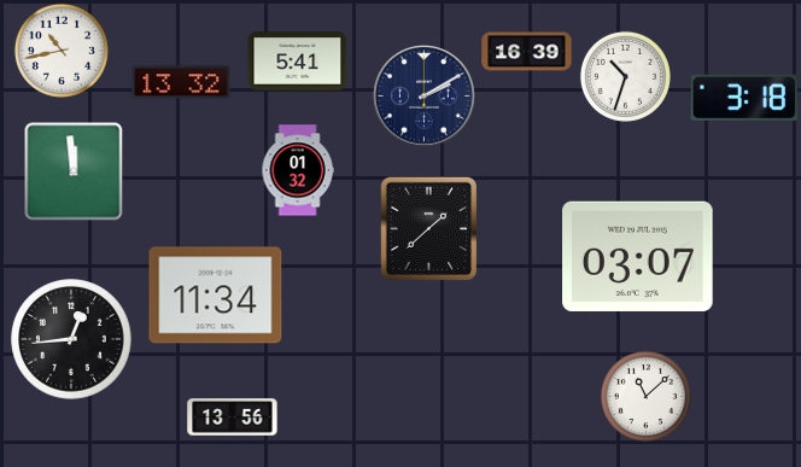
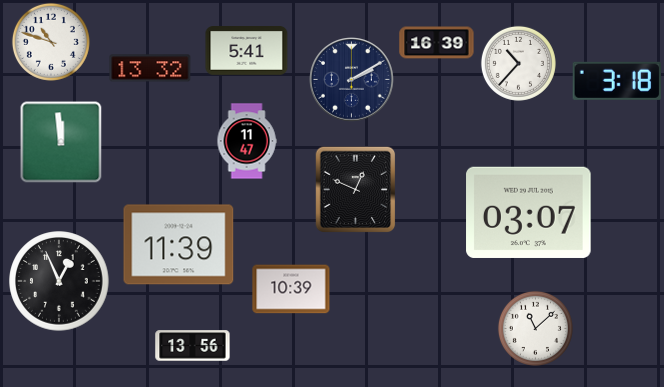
clock at (62, 51): 10:43 -> 10:48
clock at (625, 76): 10:33 -> 10:37
clock at (298, 170): 01:32 -> 11:47
clock at (429, 229): 1:38 -> 12:49
clock at (216, 296): 11:34 -> 11:39
clock at (71, 339): 12:44 -> 12:56
clock at (291, 289): none -> 10:39
